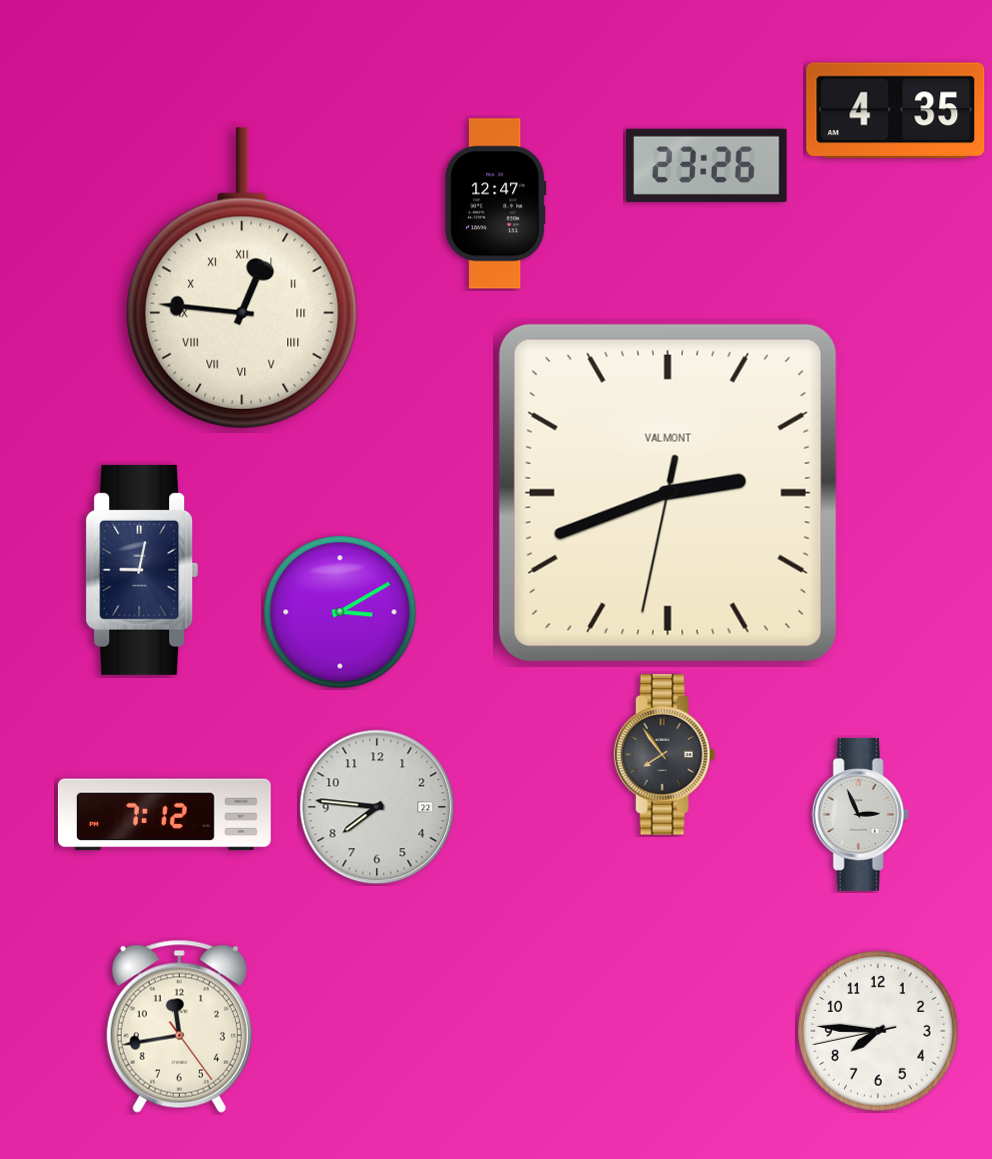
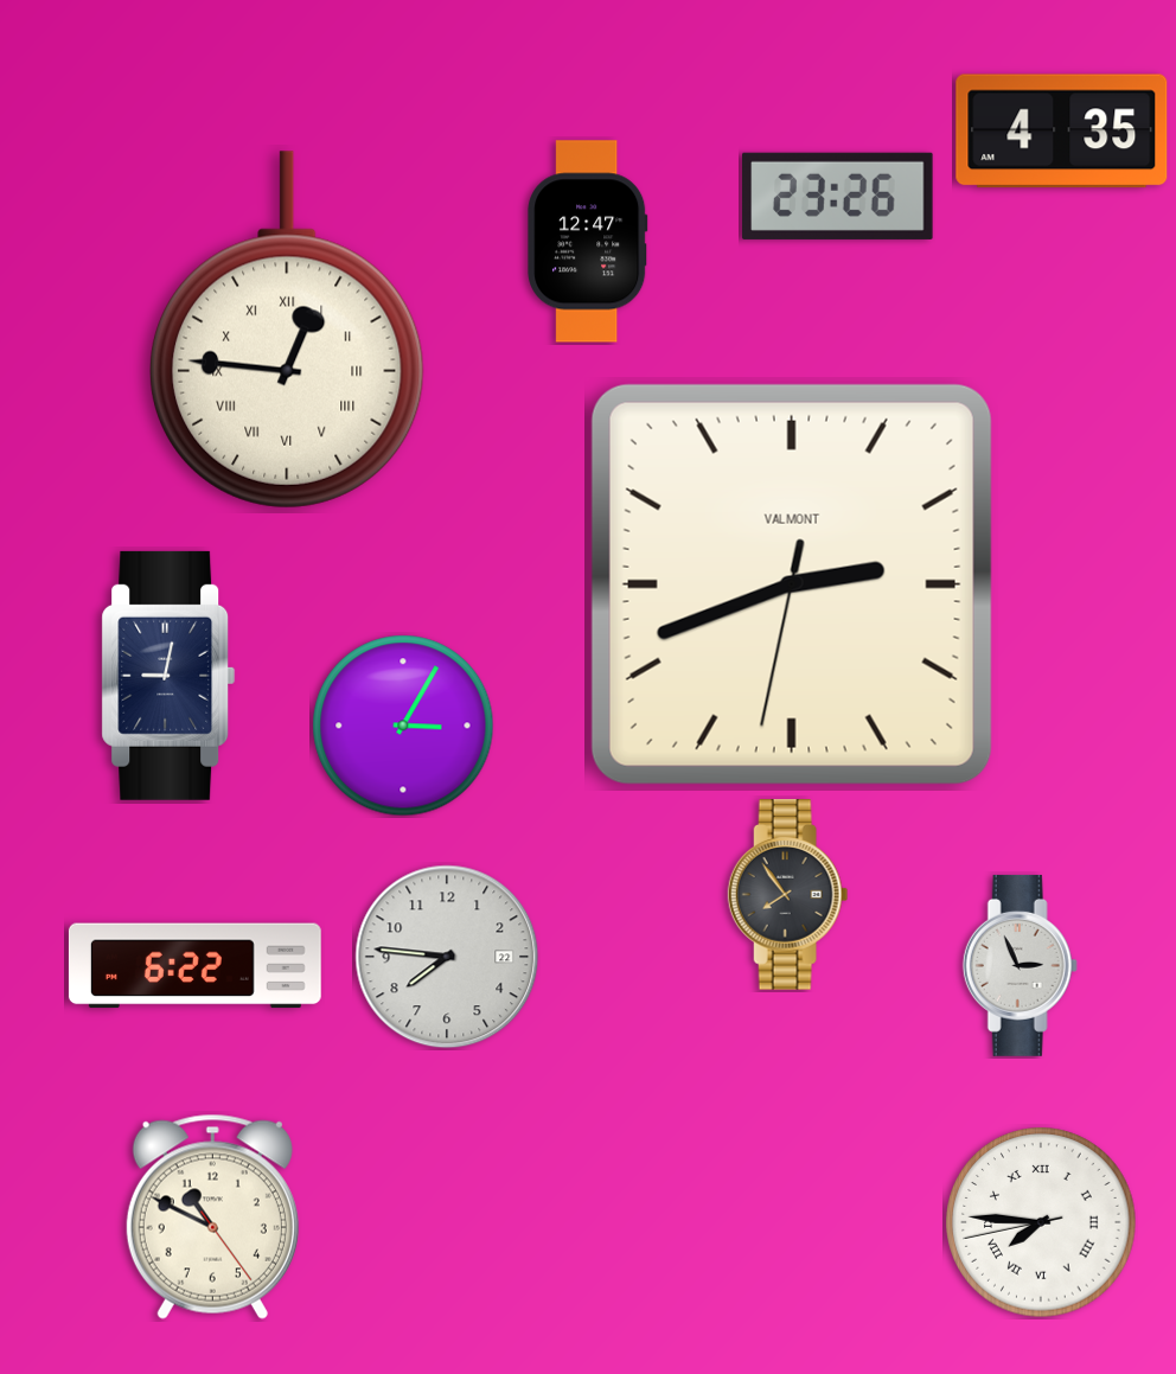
clock at (340, 612): 3:10 -> 3:05
clock at (164, 815): 7:12 -> 6:22
clock at (179, 1026): 11:43 -> 10:49
clock at (878, 1031) numerals: Arabic -> Roman
